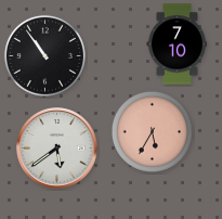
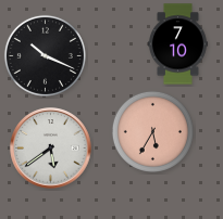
clock at (44, 55): 10:54 -> 10:19
clock at (57, 149) position: (57, 149) -> (51, 149)
